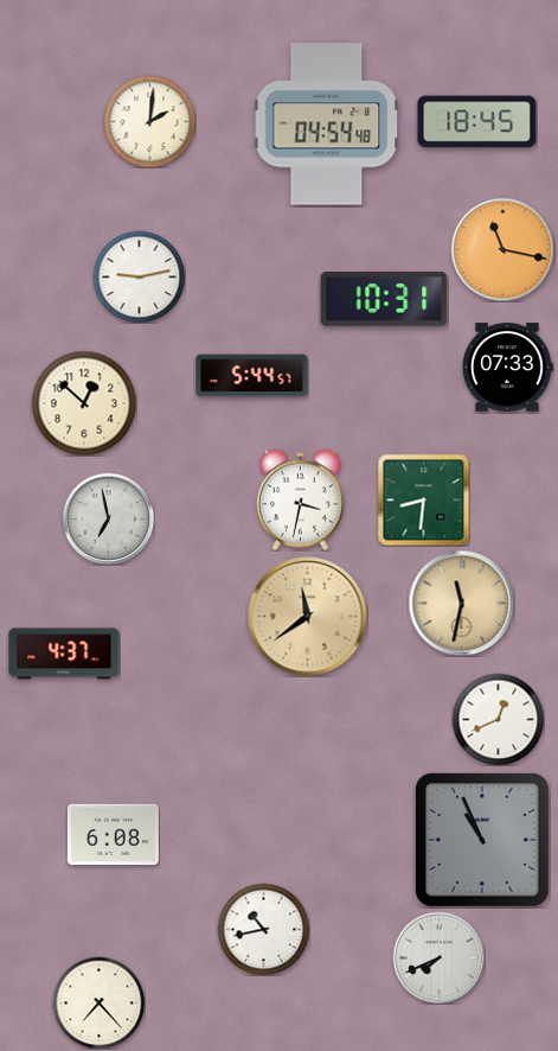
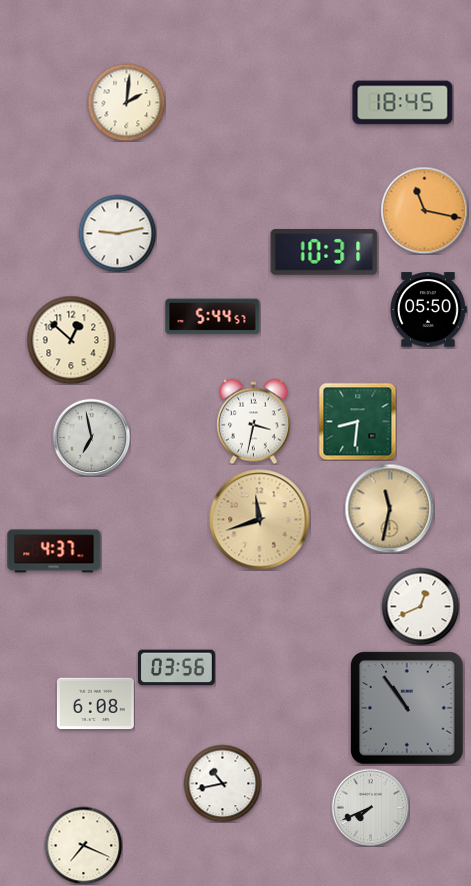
clock at (327, 125): 04:54 -> none
clock at (507, 368): 07:33 -> 05:50
clock at (308, 617): 11:39 -> 11:42
clock at (176, 668): none -> 03:56
clock at (482, 840): 10:56 -> 10:54
clock at (98, 1002): 7:23 -> 7:19
